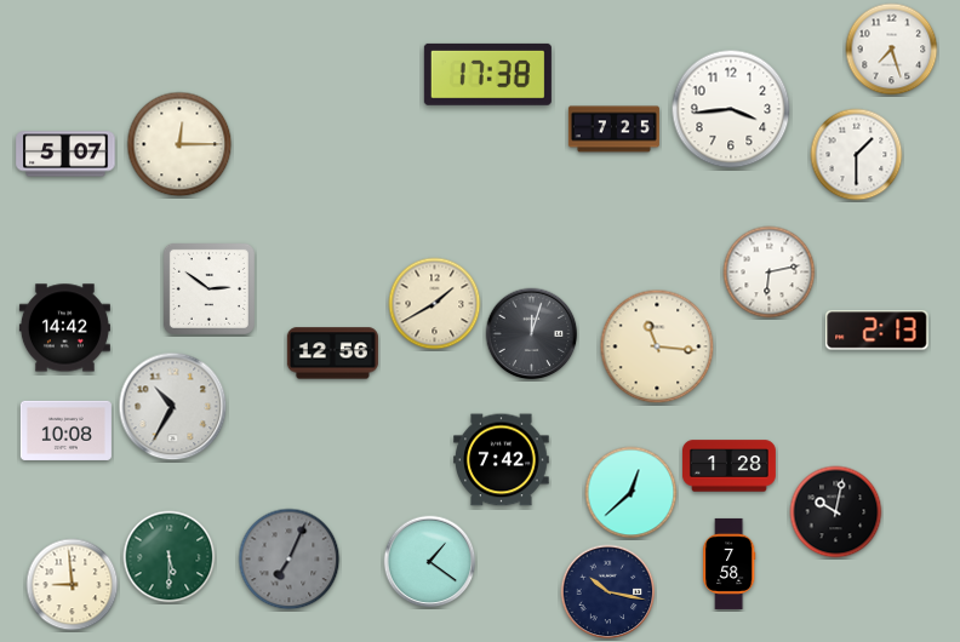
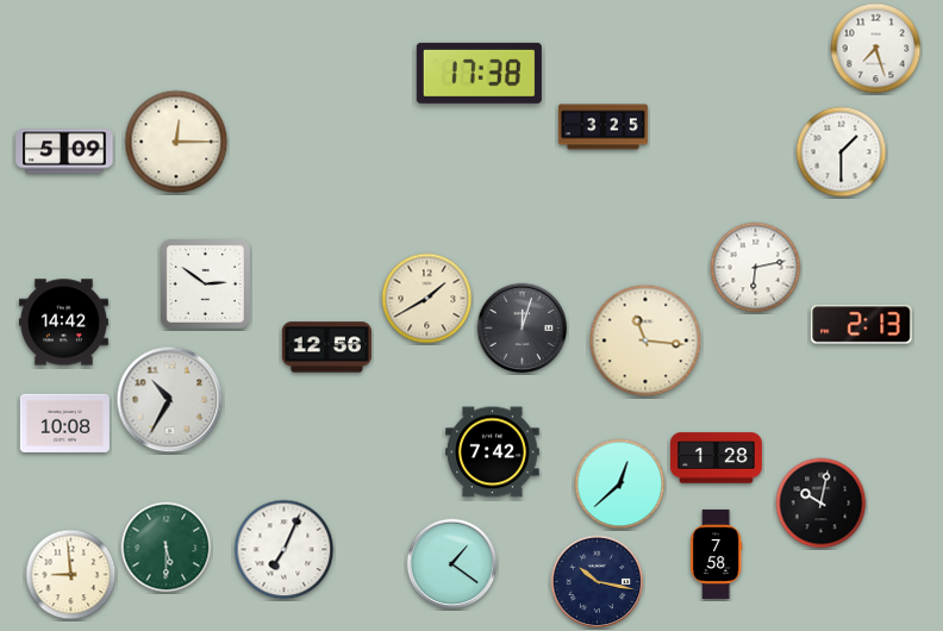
clock at (731, 109): 3:44 -> none
clock at (613, 130): 7:25 -> 3:25
clock at (65, 154): 5:07 -> 5:09
clock at (290, 560) dial: grey -> white
clock at (430, 562) position: (430, 562) -> (452, 564)
